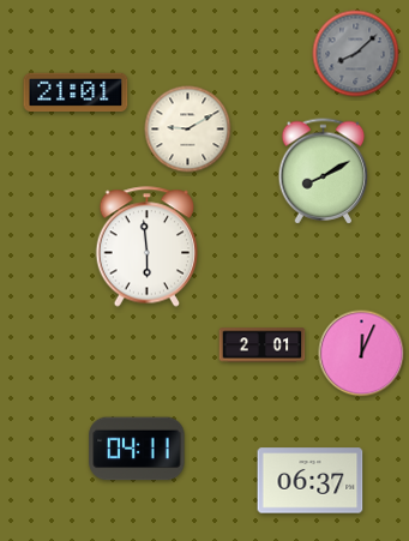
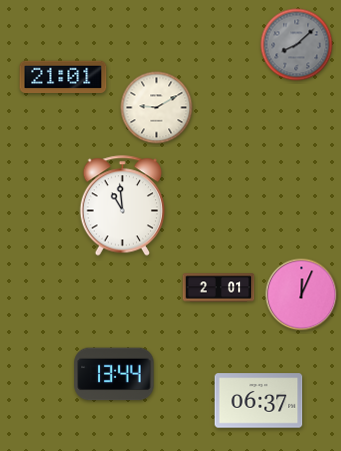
clock at (324, 172): 8:10 -> none
clock at (148, 247): 5:59 -> 10:59
clock at (137, 449): 04:11 -> 13:44
